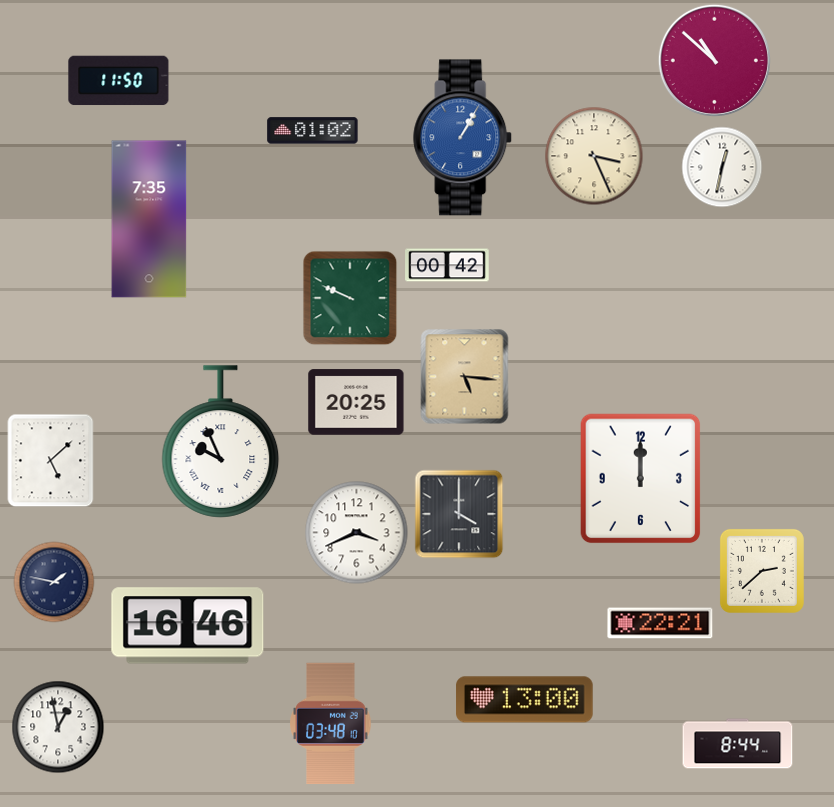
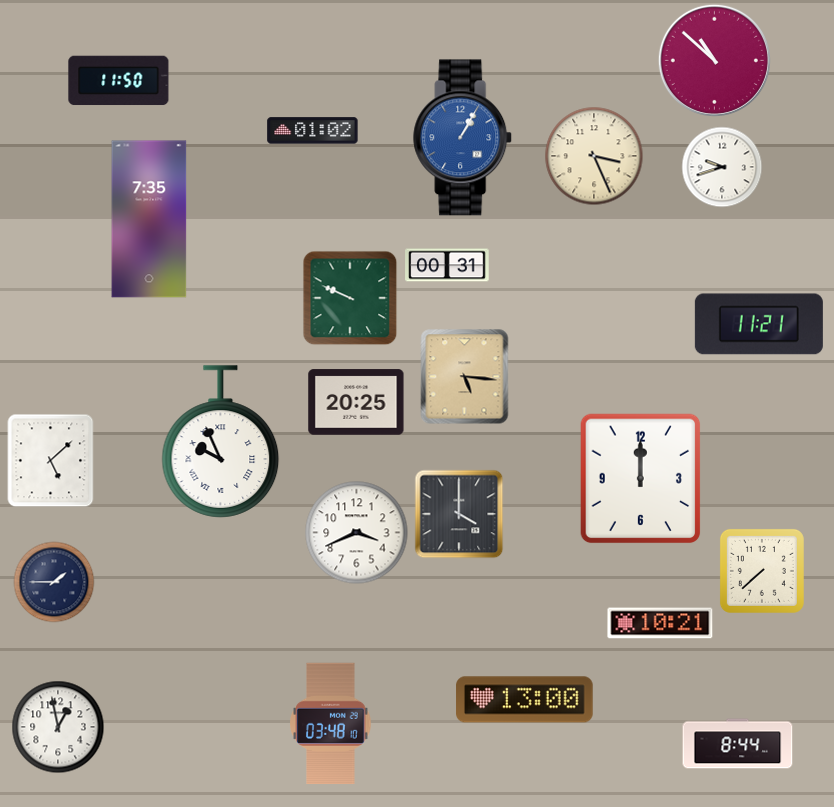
clock at (722, 167): 12:32 -> 9:42
clock at (447, 265): 00:42 -> 00:31
clock at (759, 324): none -> 11:21
clock at (762, 571): 2:38 -> 7:38
clock at (54, 582): 1:47 -> 1:45
clock at (660, 623): 22:21 -> 10:21
clock at (188, 626): 16:46 -> none
